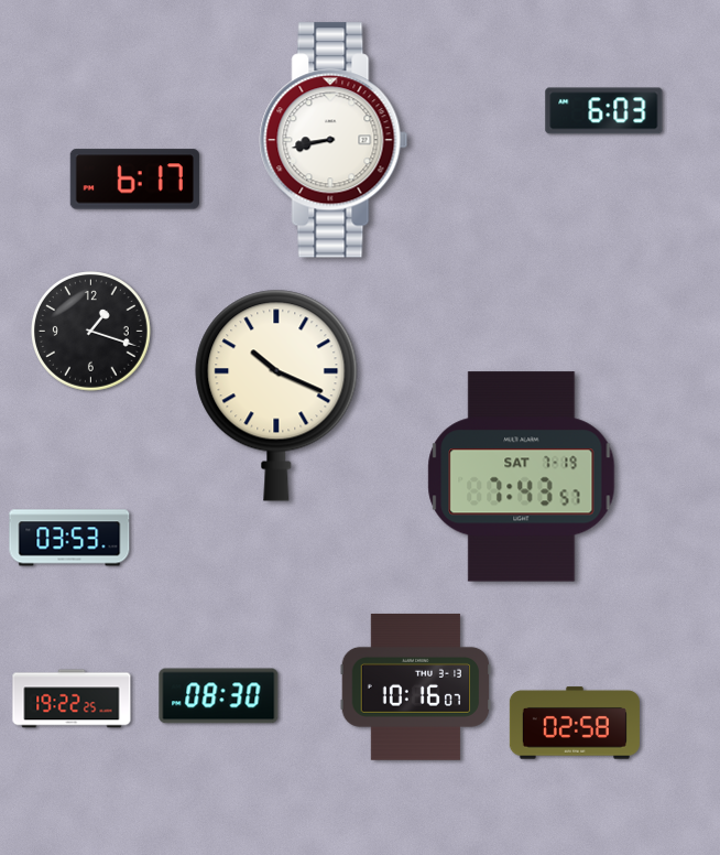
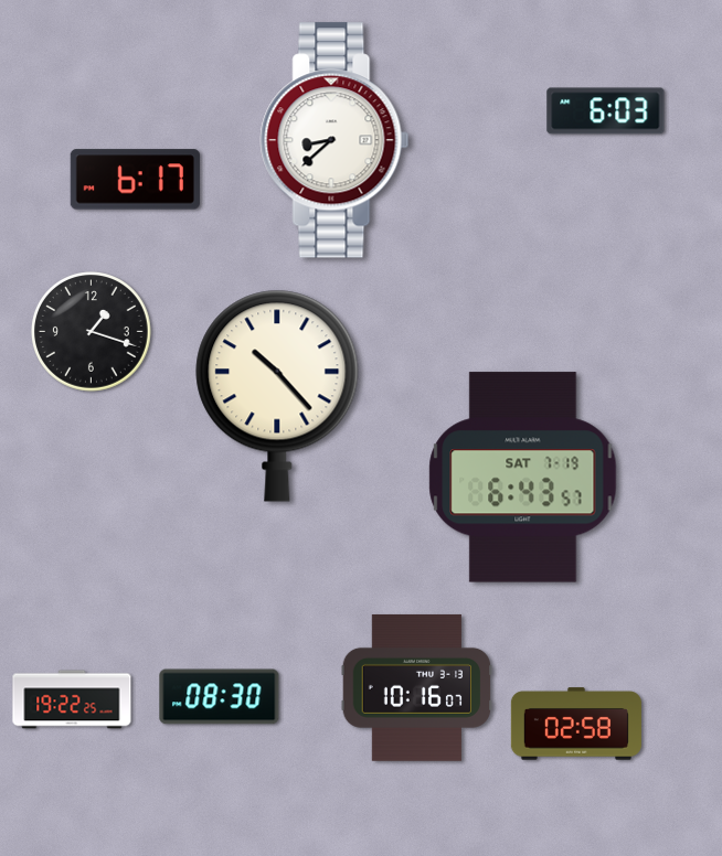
clock at (334, 140): 8:43 -> 8:38
clock at (276, 396): 10:19 -> 10:23
clock at (522, 477): 7:43 -> 6:43
clock at (69, 538): 03:53 -> none
